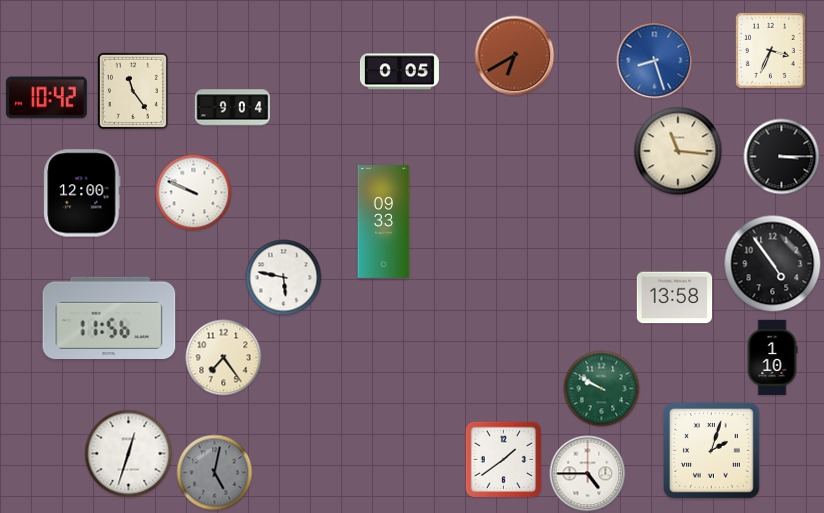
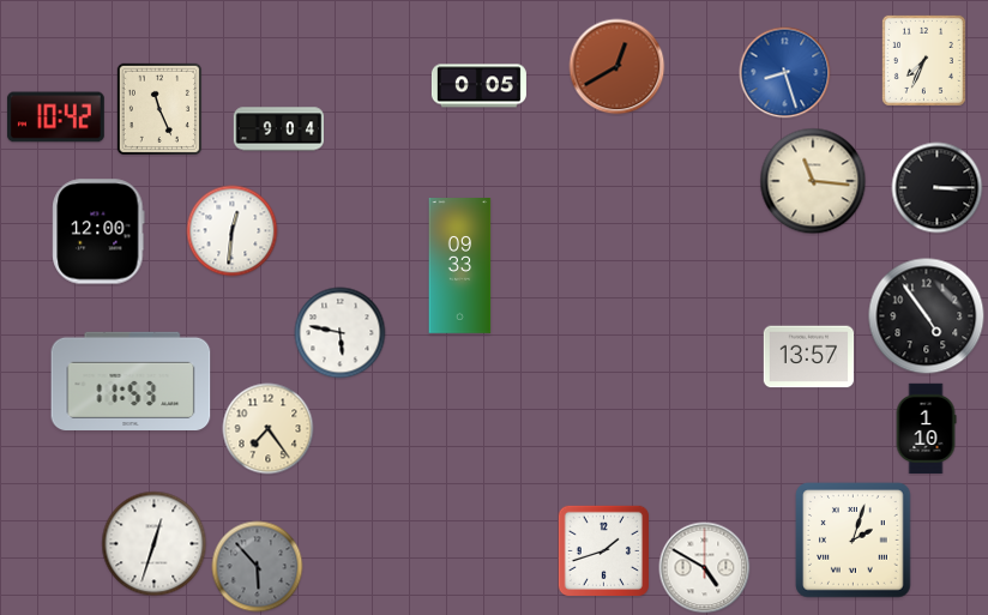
clock at (770, 50): 3:34 -> 7:34
clock at (515, 56): 6:40 -> 12:40
clock at (133, 91): 11:24 -> 11:26
clock at (194, 193): 9:49 -> 12:31
clock at (675, 298): 13:58 -> 13:57
clock at (109, 317): 11:56 -> 11:53
clock at (602, 389): 9:50 -> none
clock at (503, 459): 1:39 -> 1:42
clock at (215, 473): 5:02 -> 5:53
clock at (588, 474): 4:45 -> 4:50
